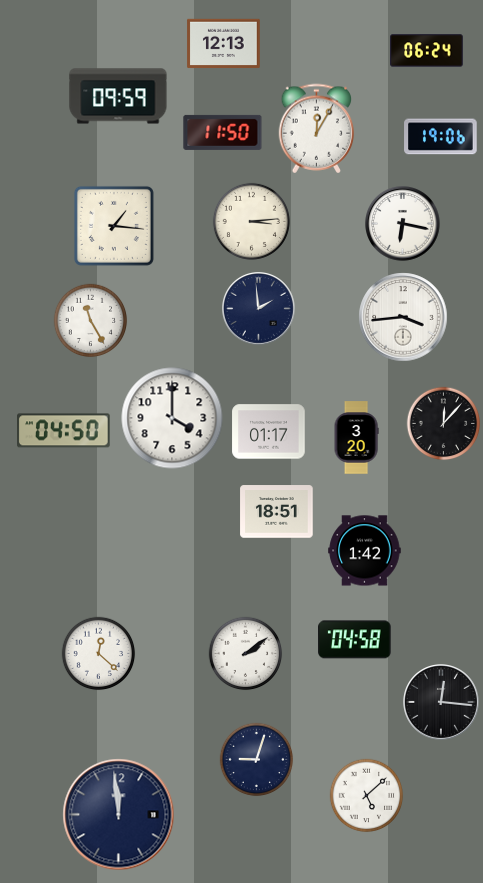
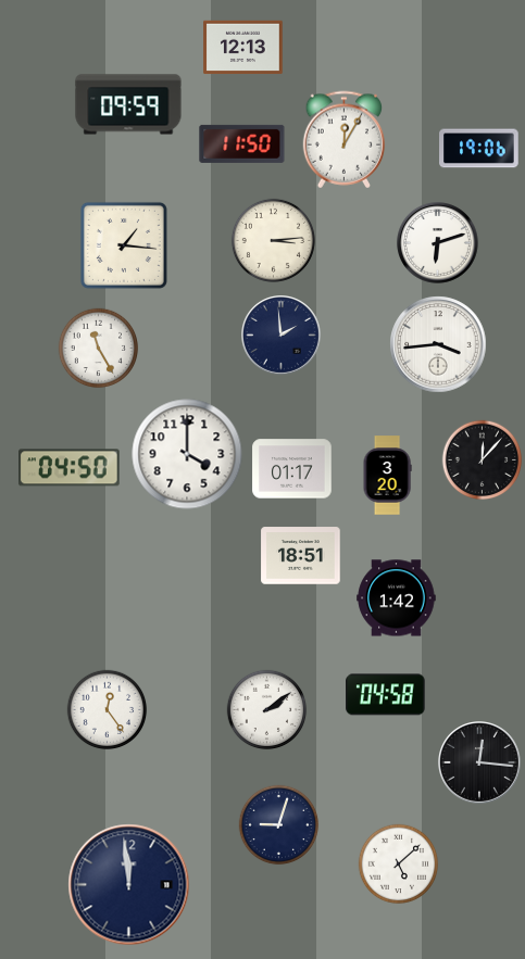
clock at (427, 51): 06:24 -> none
clock at (403, 224): 6:17 -> 6:12
clock at (99, 654): 12:22 -> 12:24
